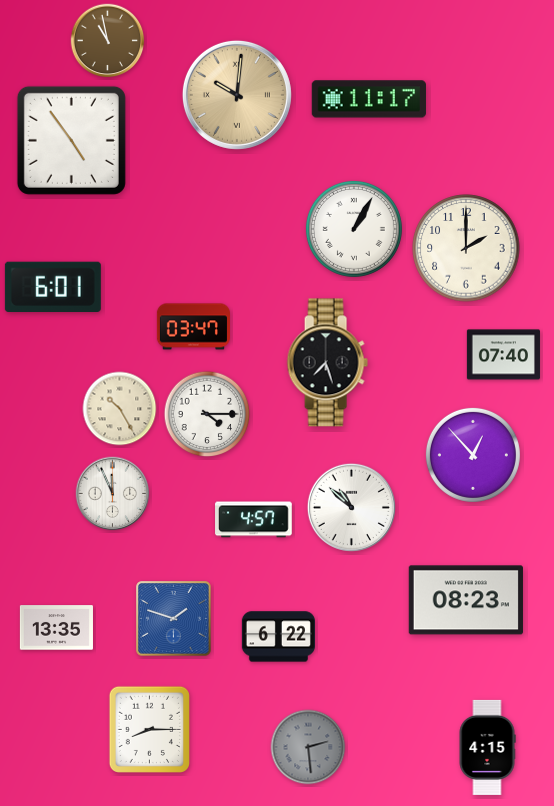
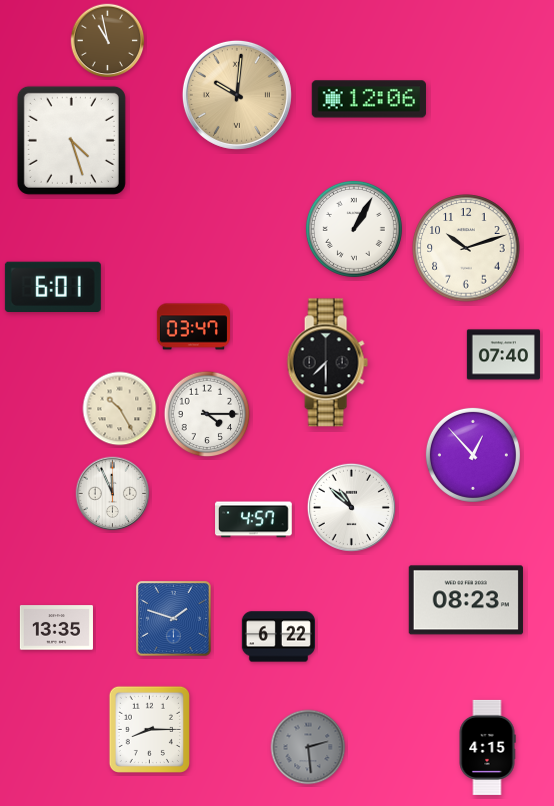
clock at (368, 99): 11:17 -> 12:06
clock at (71, 140): 4:54 -> 4:27
clock at (466, 248): 2:00 -> 10:12
clock at (327, 363): 7:27 -> 7:30
